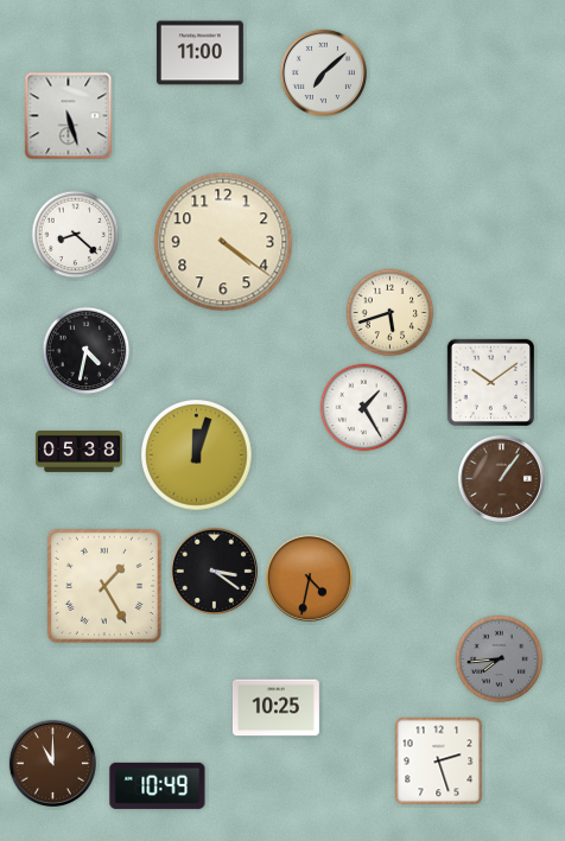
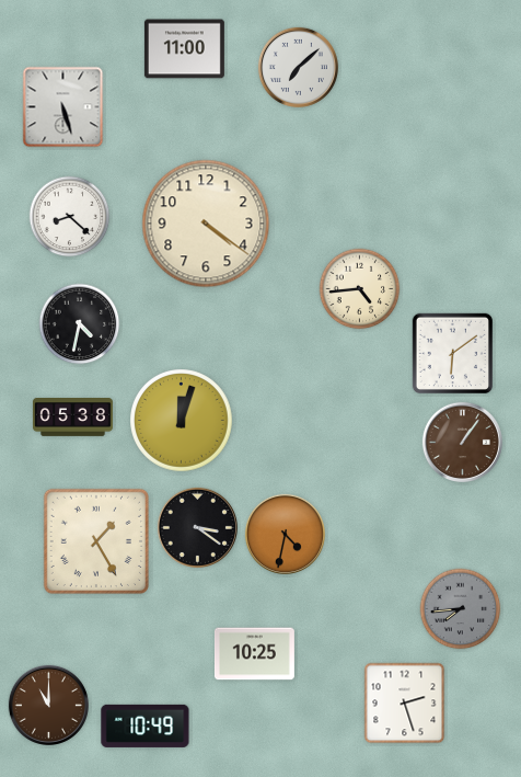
clock at (391, 313): 5:42 -> 4:44
clock at (490, 382): 10:09 -> 6:09
clock at (364, 408): 1:25 -> none
